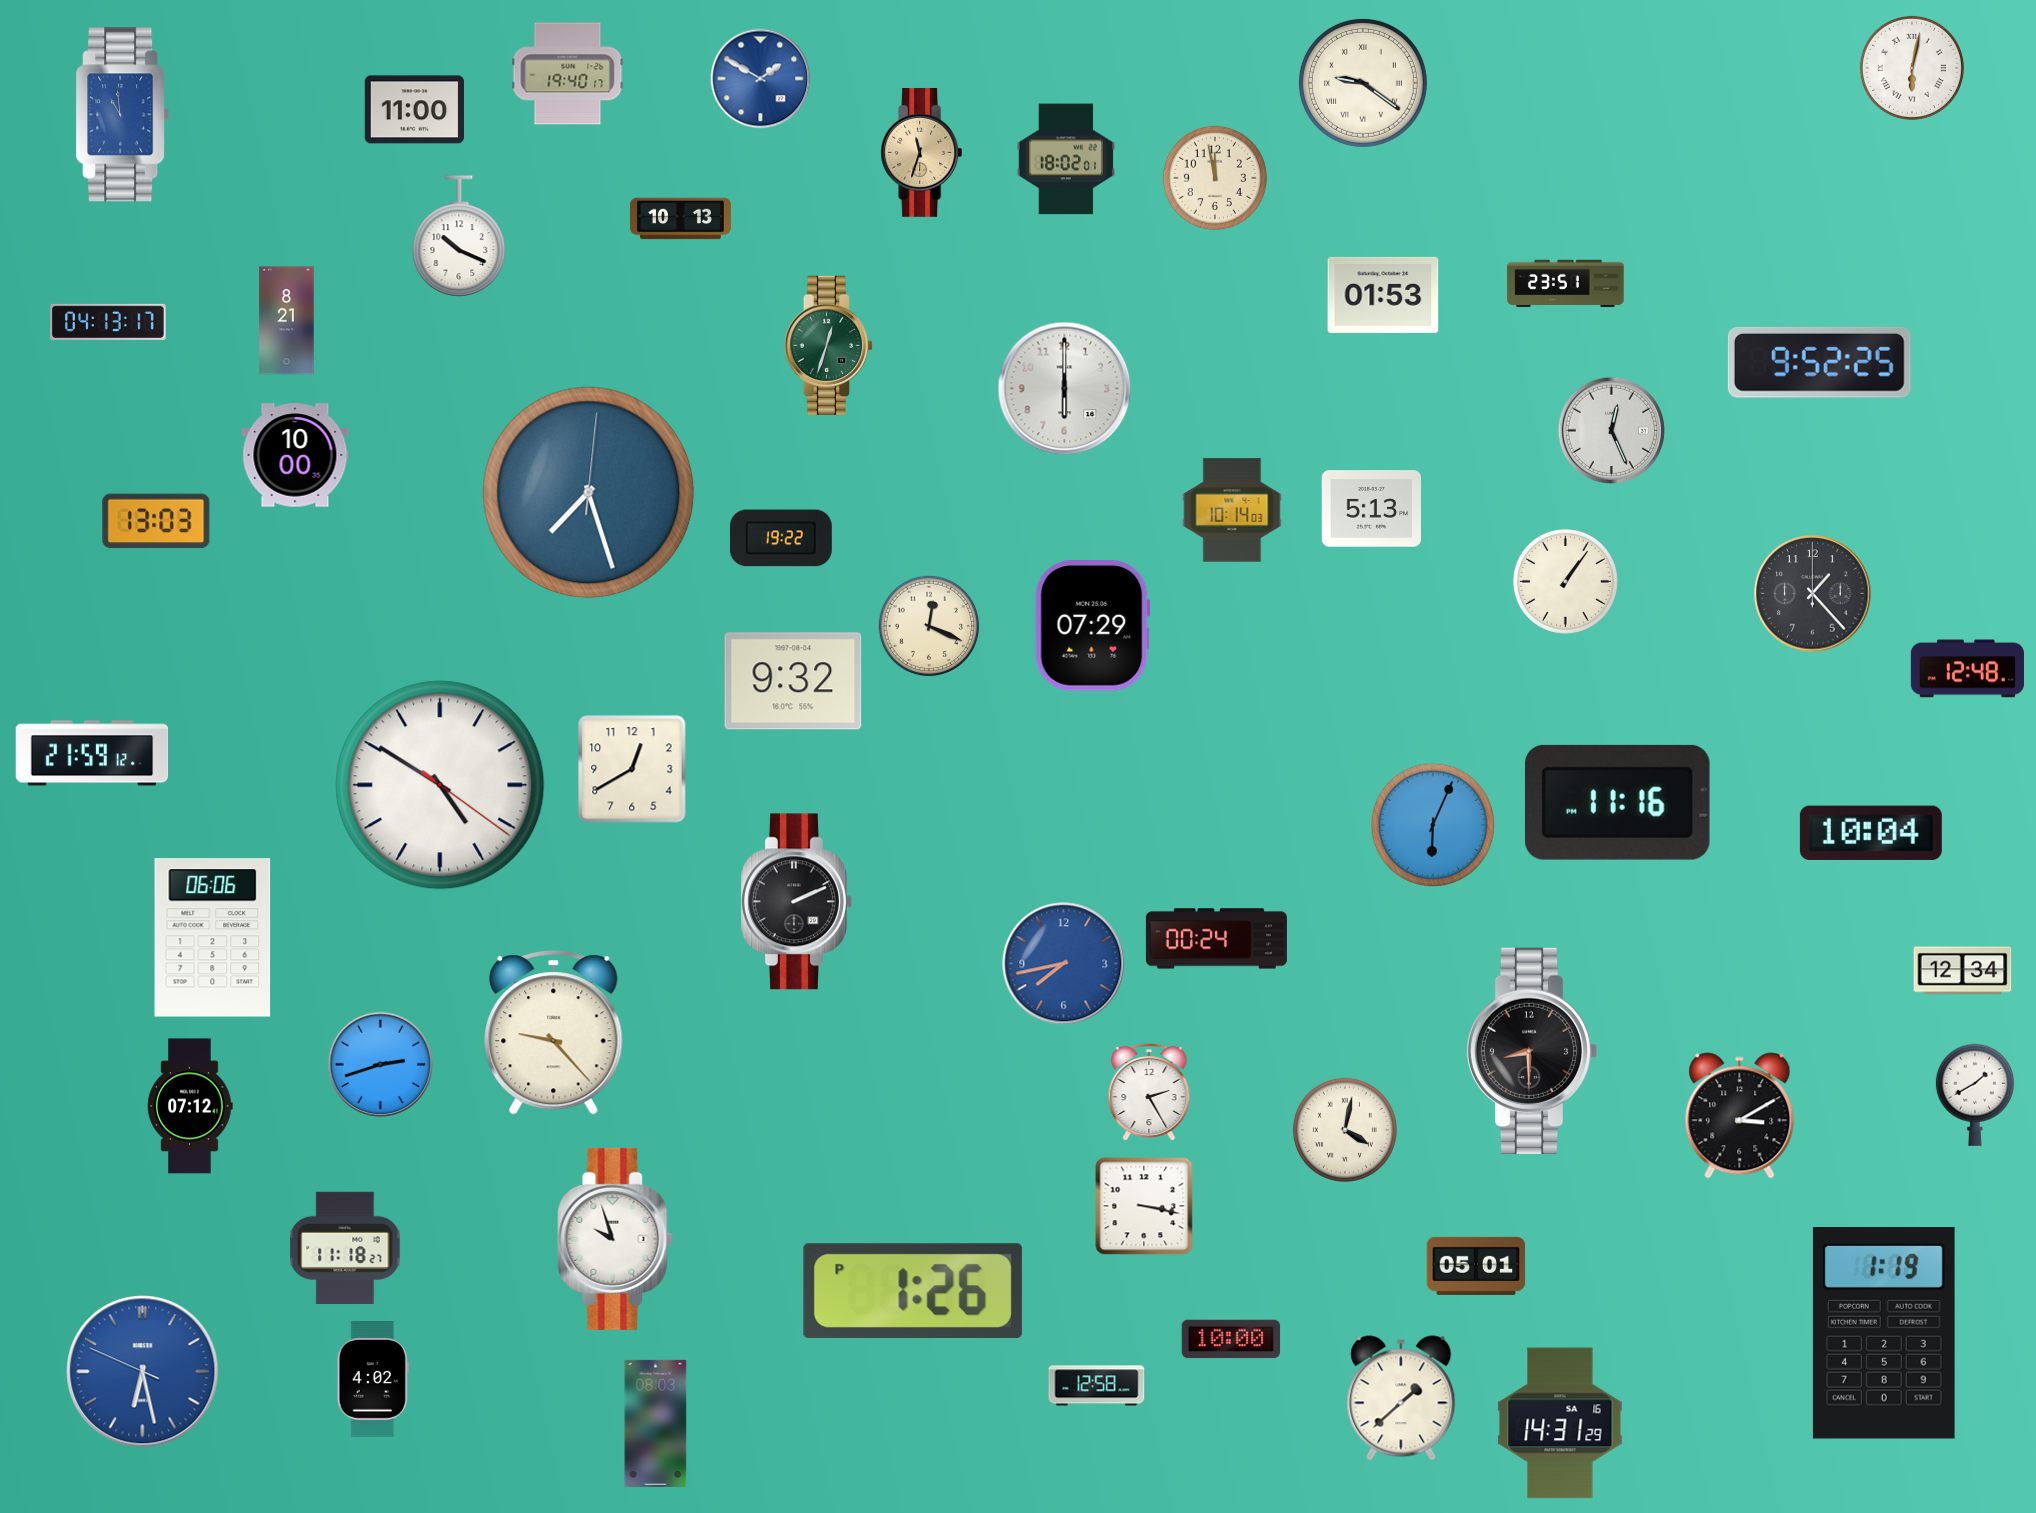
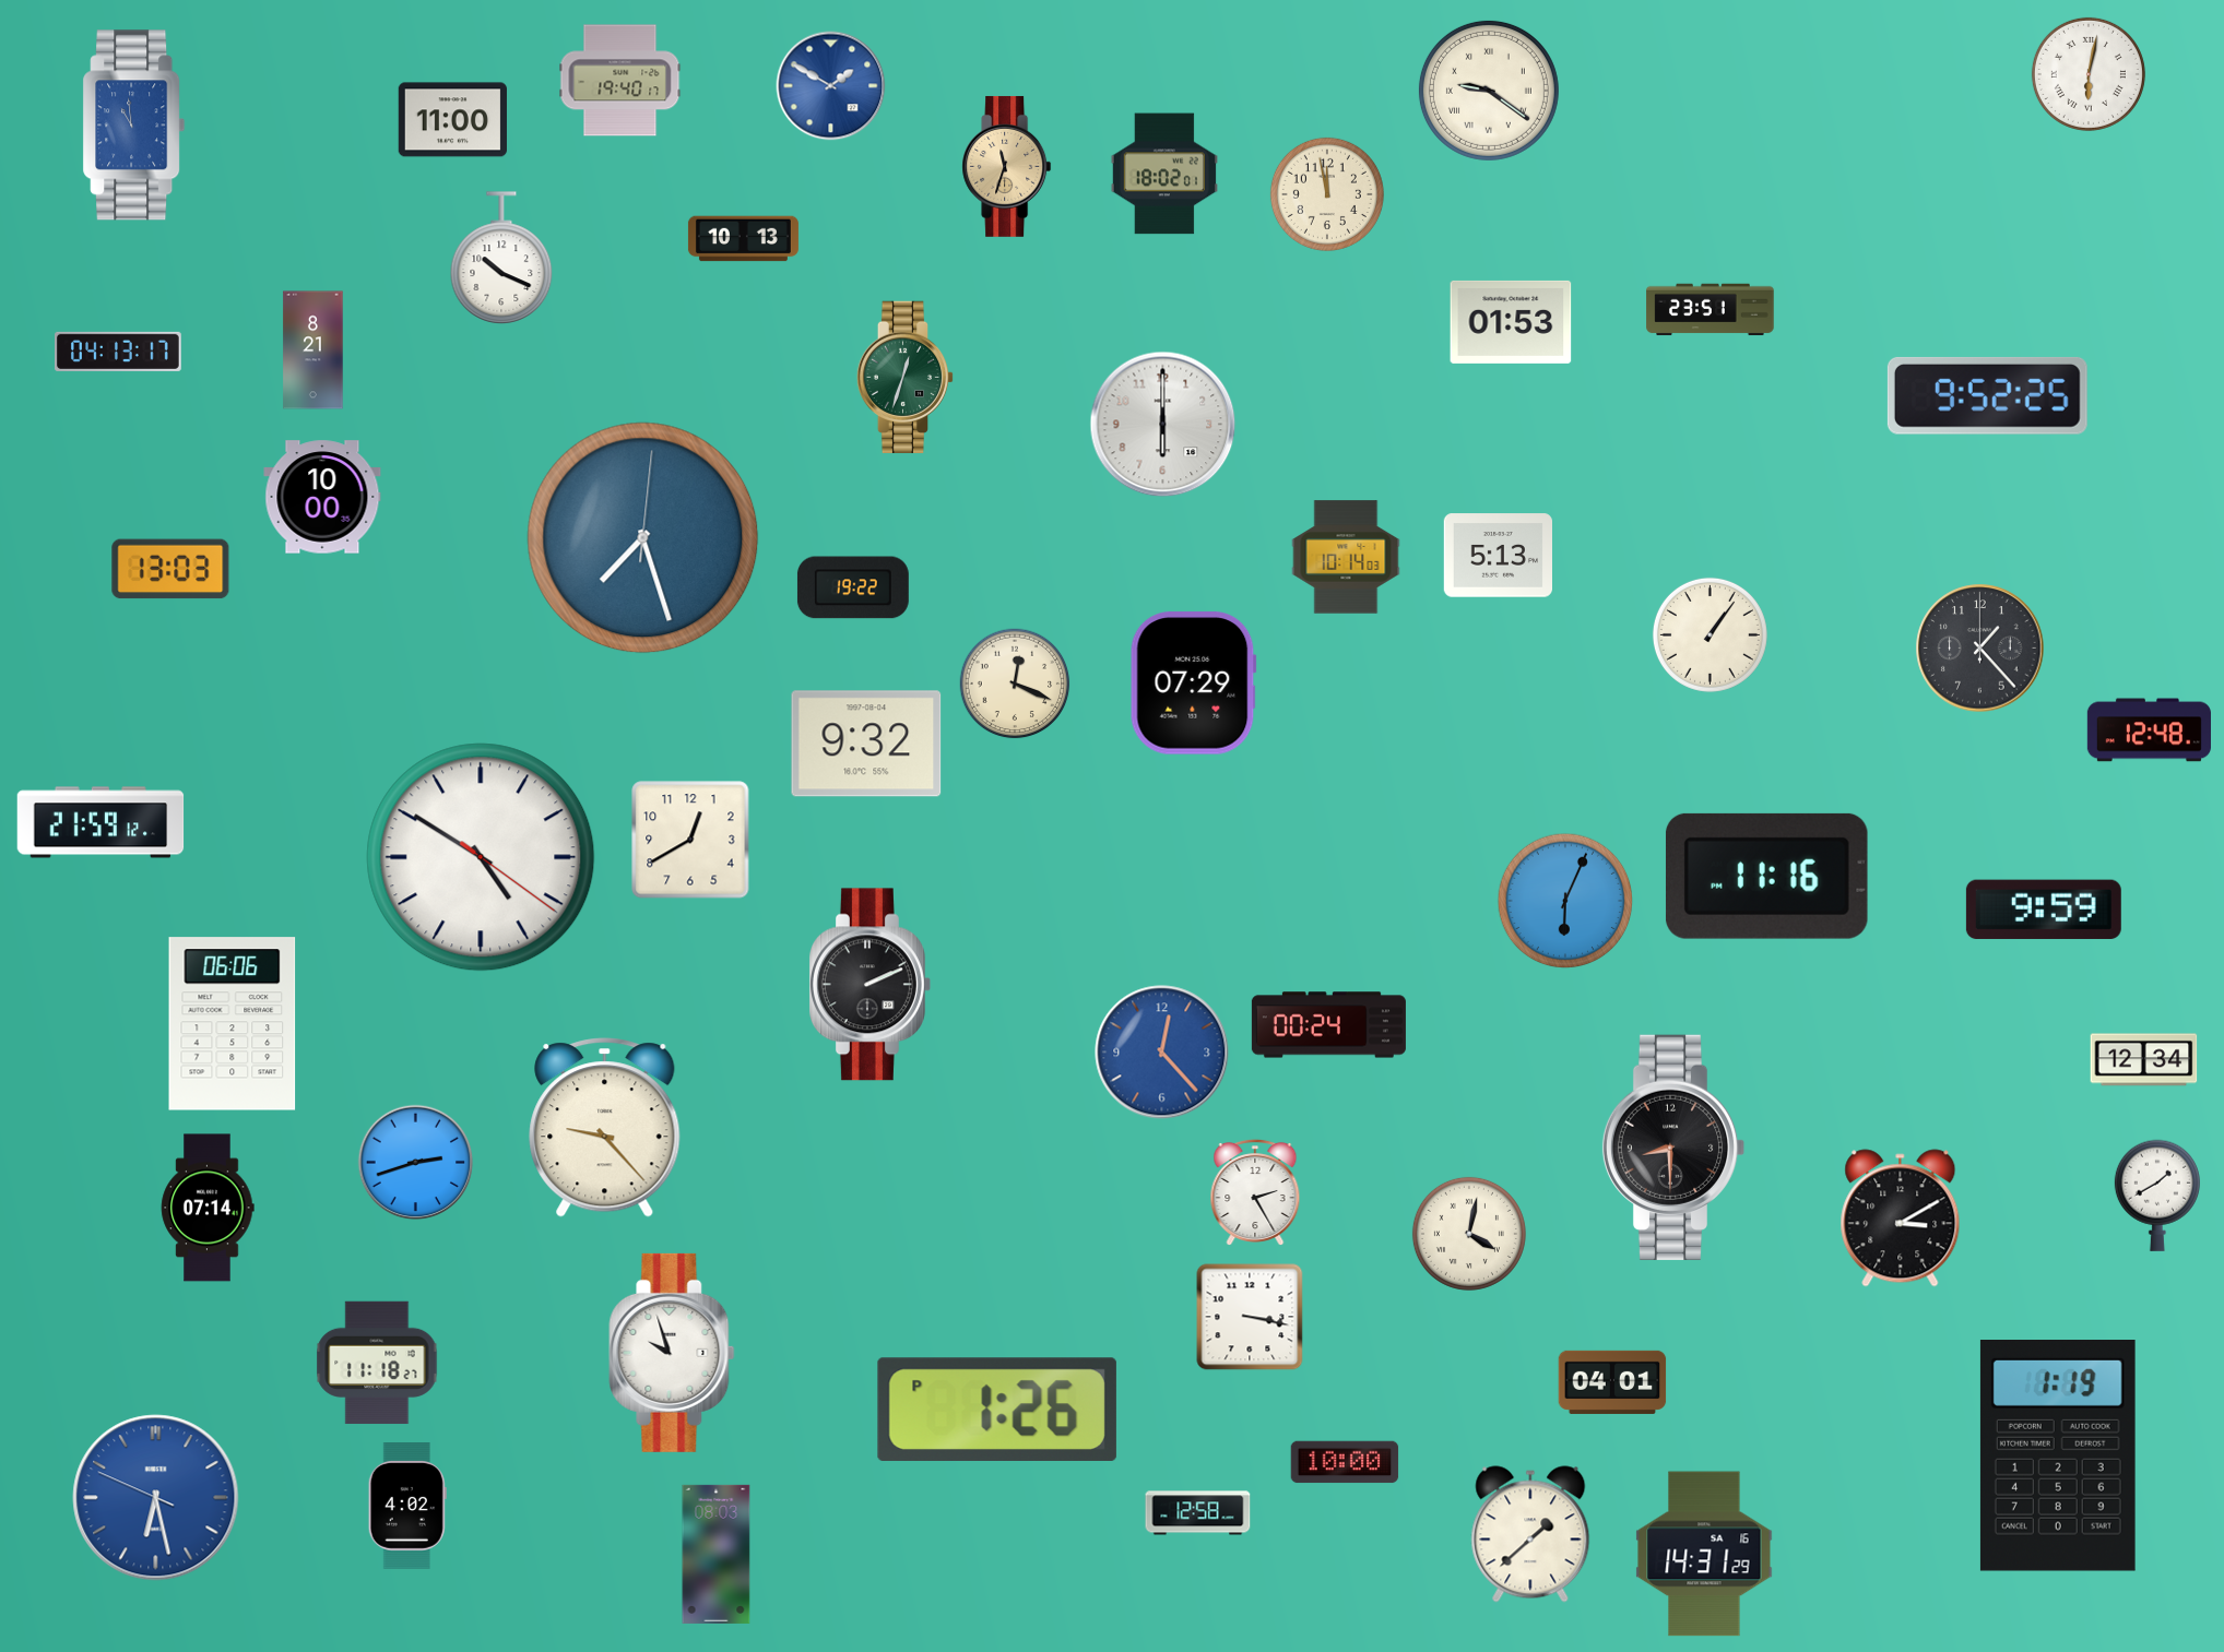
clock at (1611, 430): 12:26 -> none
clock at (1871, 833): 10:04 -> 9:59
clock at (1064, 964): 7:43 -> 12:23
clock at (190, 1106): 07:12 -> 07:14
clock at (1476, 1266): 05:01 -> 04:01
clock at (1401, 1398) position: (1401, 1398) -> (1530, 1534)
